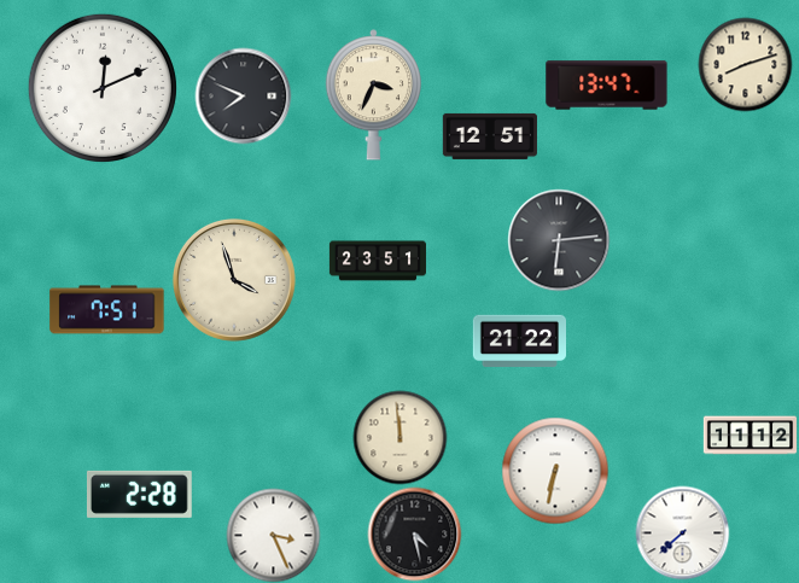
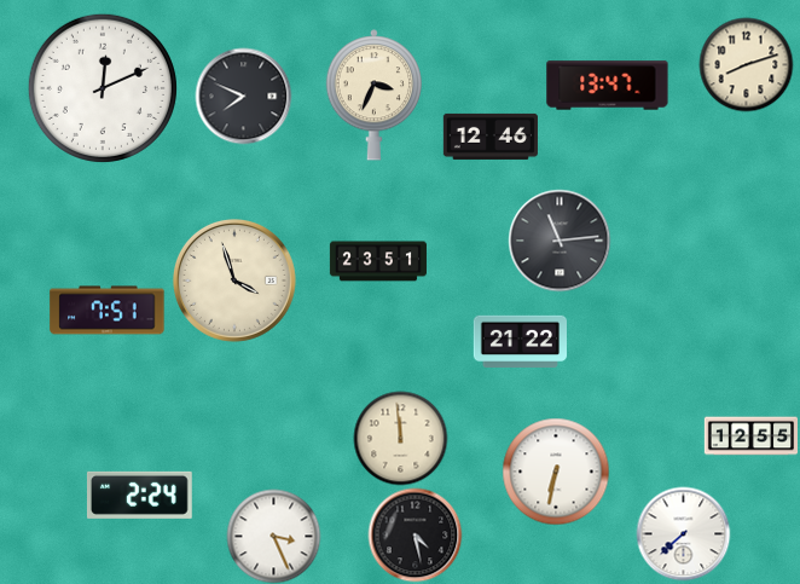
clock at (490, 136): 12:51 -> 12:46
clock at (559, 240): 6:14 -> 11:14
clock at (750, 436): 11:12 -> 12:55
clock at (139, 494): 2:28 -> 2:24
